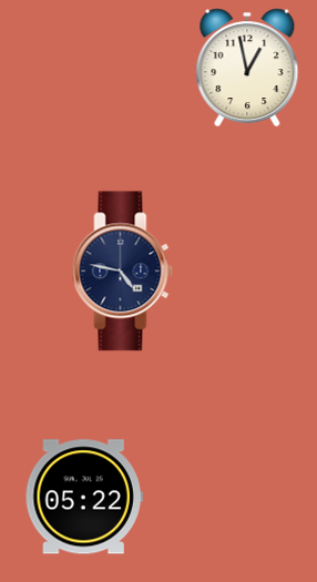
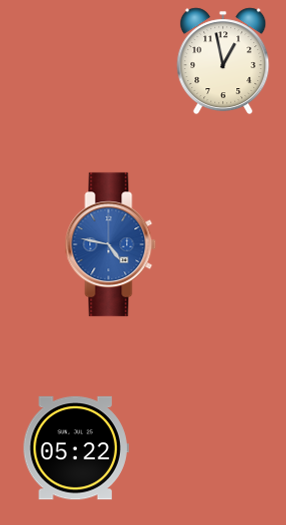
clock at (123, 272) dial: navy -> blue
